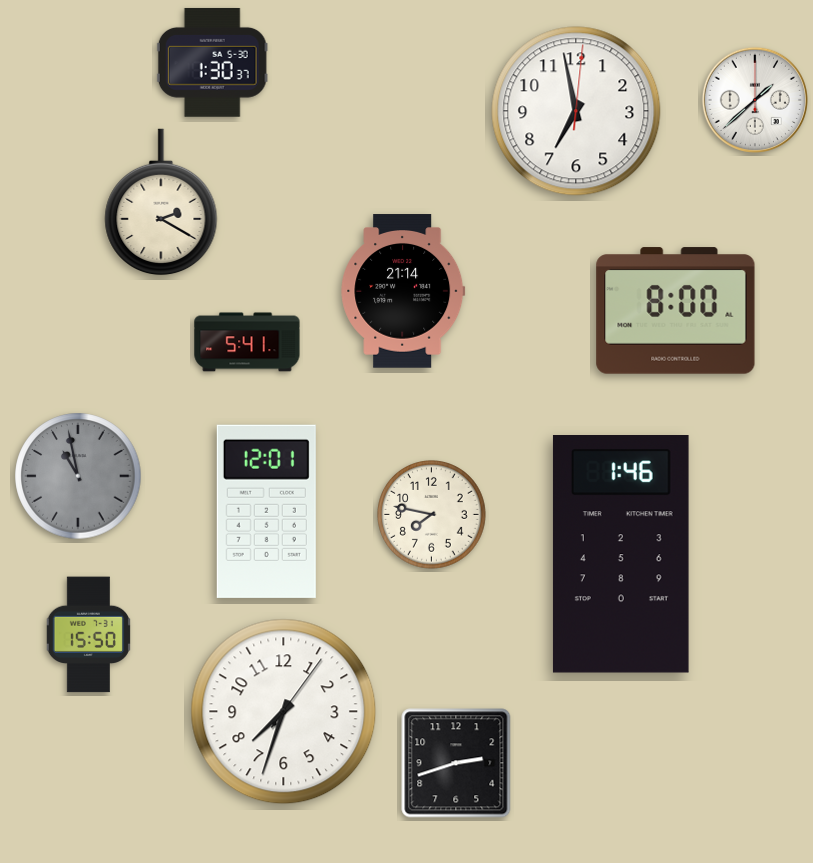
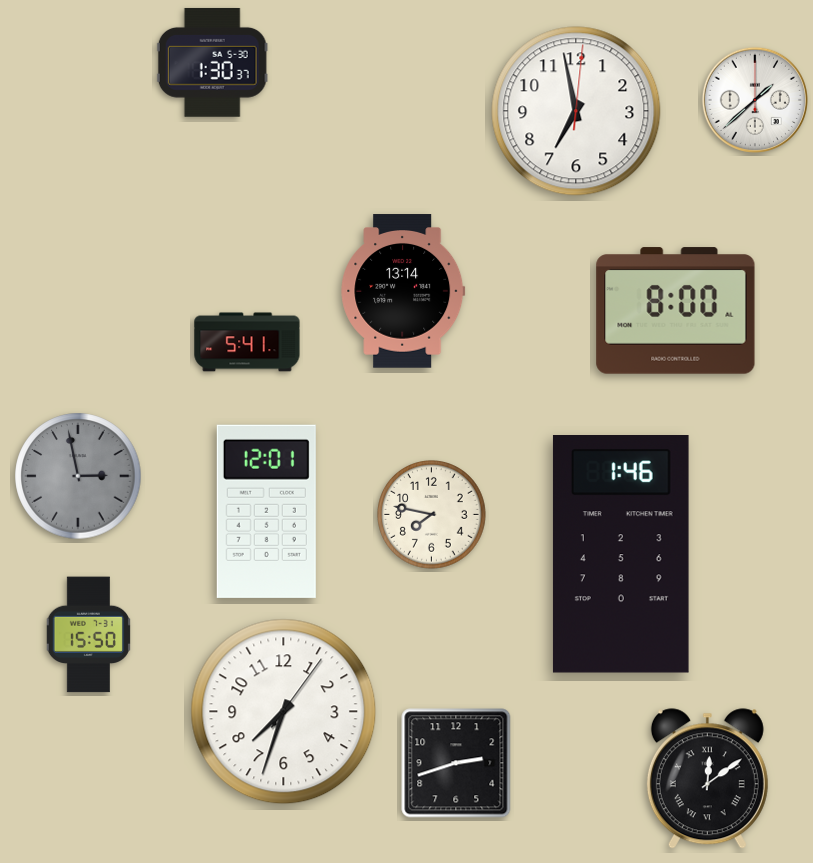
clock at (161, 202): 2:20 -> none
clock at (403, 291): 21:14 -> 13:14
clock at (78, 476): 10:58 -> 2:58
clock at (707, 779): none -> 12:09
